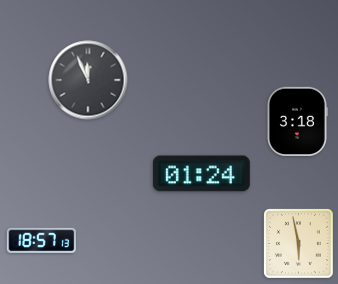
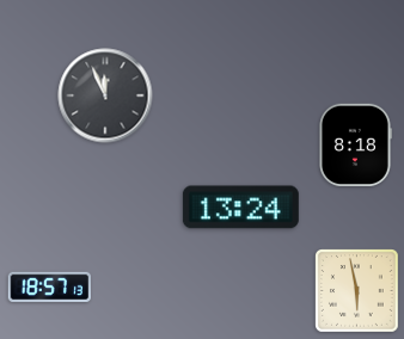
clock at (298, 121): 3:18 -> 8:18
clock at (201, 174): 01:24 -> 13:24
